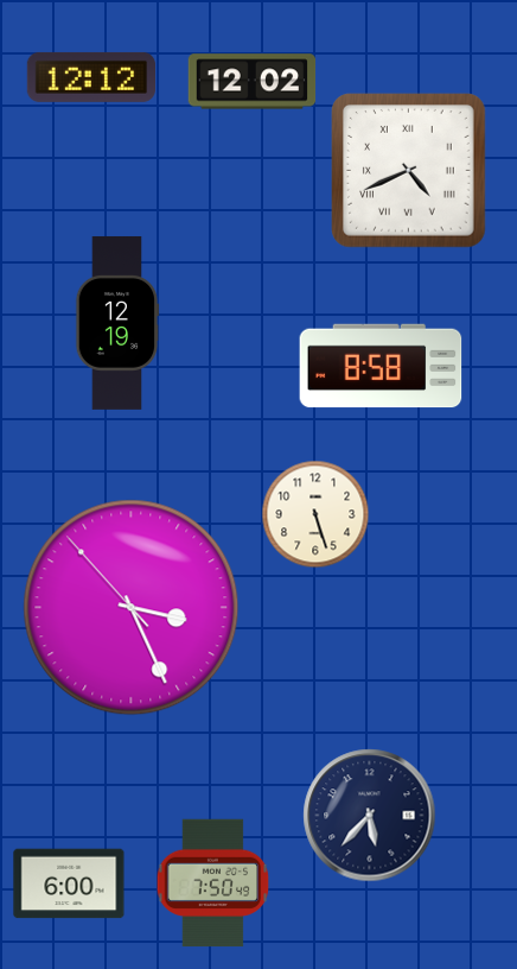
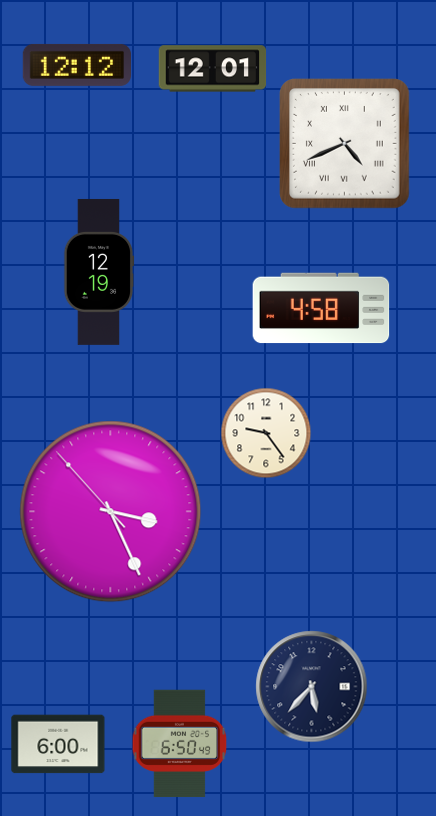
clock at (253, 82): 12:02 -> 12:01
clock at (381, 366): 8:58 -> 4:58
clock at (315, 514): 5:27 -> 9:24
clock at (213, 883): 7:50 -> 6:50
